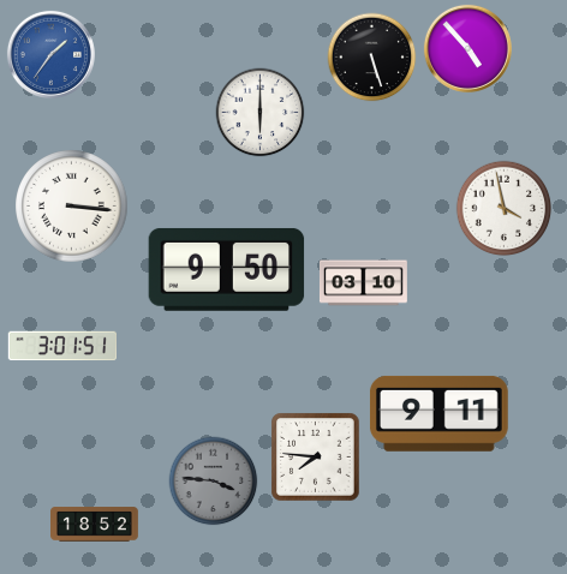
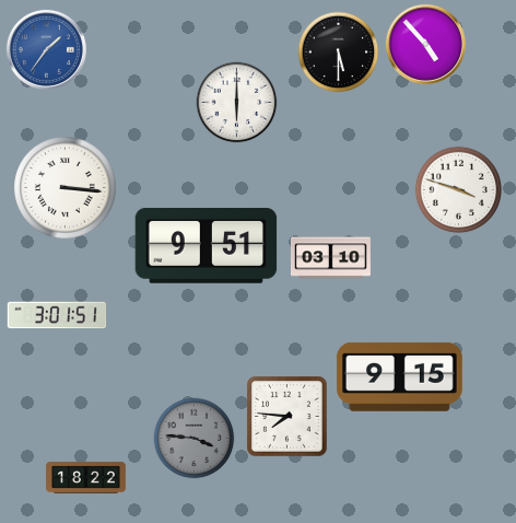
clock at (372, 58): 5:27 -> 5:30
clock at (505, 209): 3:58 -> 3:48
clock at (227, 270): 9:50 -> 9:51
clock at (438, 413): 9:11 -> 9:15
clock at (95, 525): 18:52 -> 18:22
